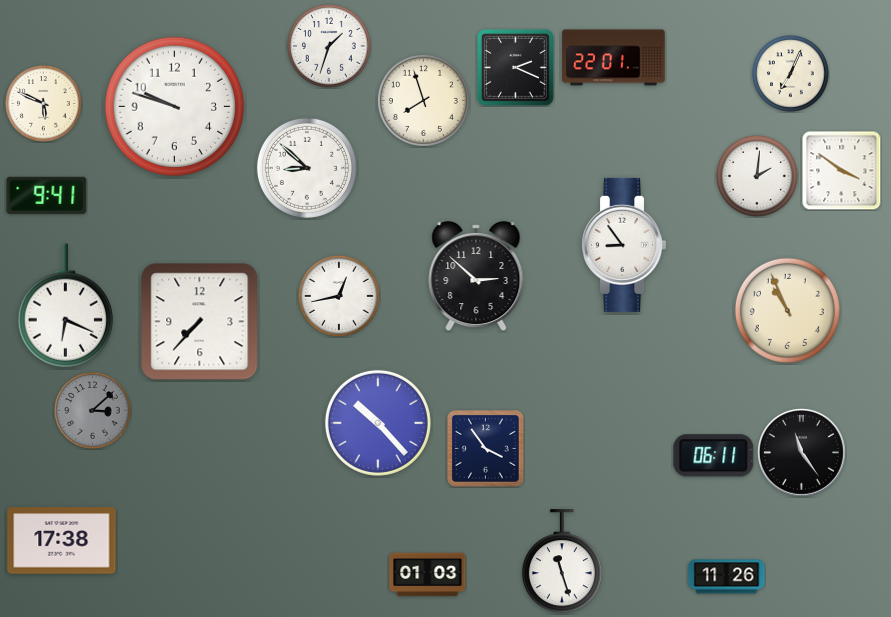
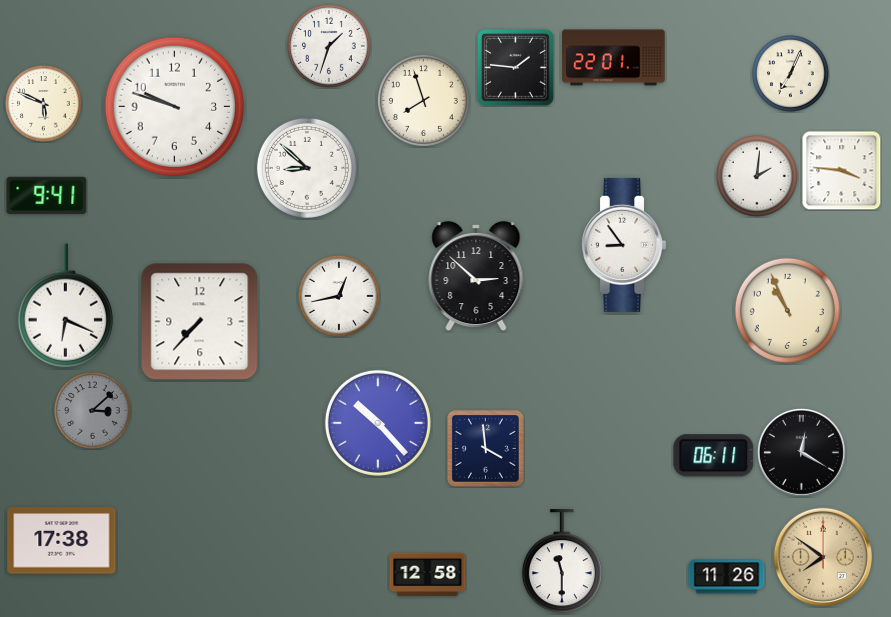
clock at (515, 67): 2:19 -> 1:46
clock at (842, 171): 3:51 -> 3:46
clock at (485, 448): 3:54 -> 3:59
clock at (801, 452): 11:24 -> 12:20
clock at (823, 557): none -> 7:51
clock at (562, 562): 11:27 -> 11:30
clock at (428, 575): 01:03 -> 12:58
